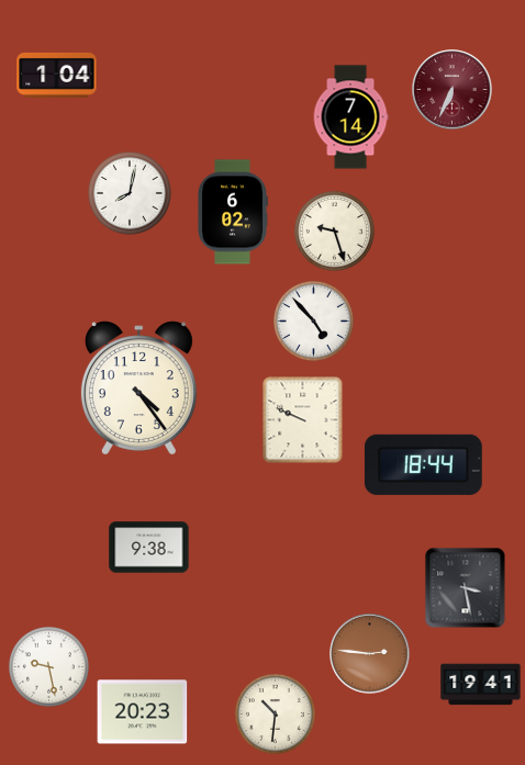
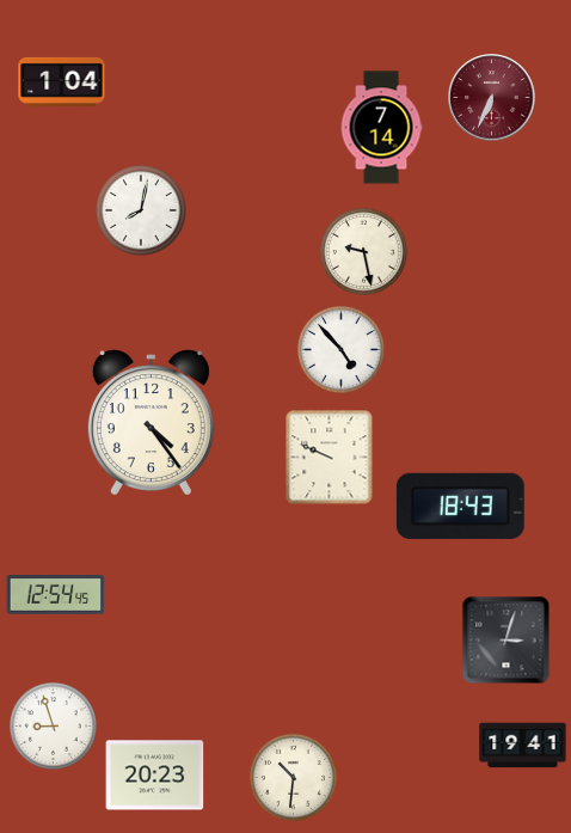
clock at (233, 212): 6:02 -> none
clock at (334, 230): 9:27 -> 9:28
clock at (423, 464): 18:44 -> 18:43
clock at (56, 595): none -> 12:54
clock at (149, 548): 9:38 -> none
clock at (466, 588): 3:28 -> 3:03
clock at (370, 654): 2:46 -> none
clock at (48, 666): 9:28 -> 8:57
clock at (275, 713) position: (275, 713) -> (293, 777)
